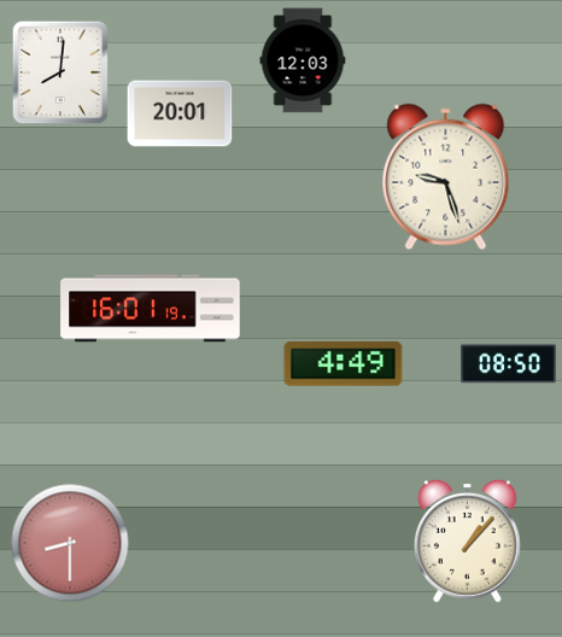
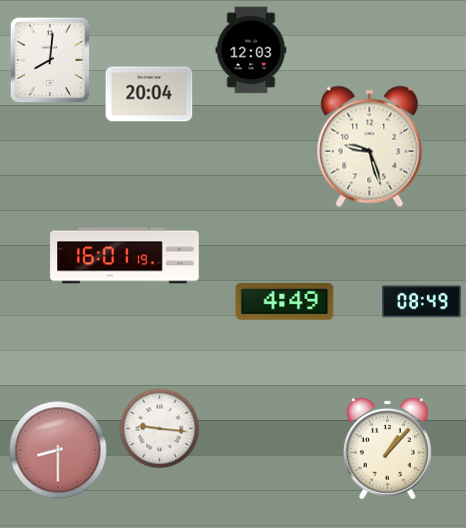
clock at (180, 113): 20:01 -> 20:04
clock at (509, 364): 08:50 -> 08:49
clock at (160, 429): none -> 9:16
